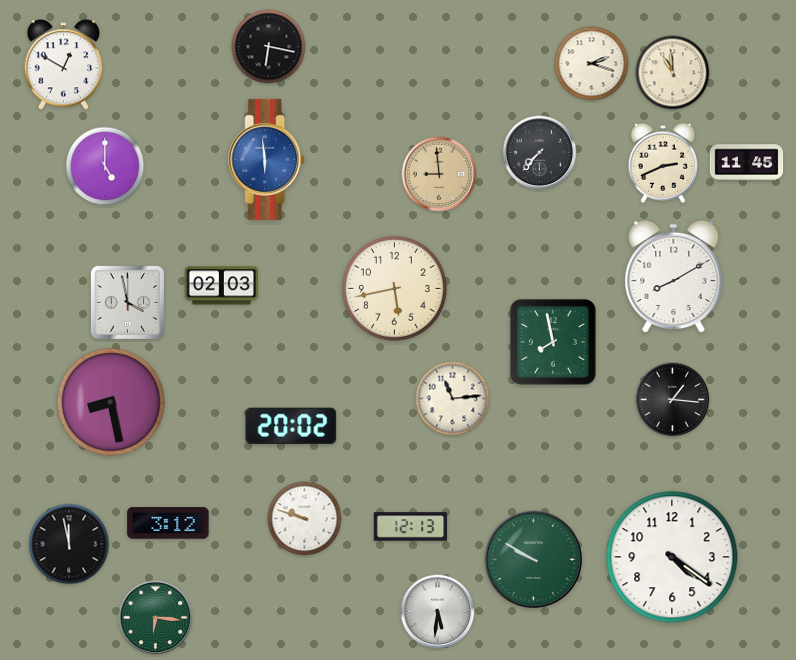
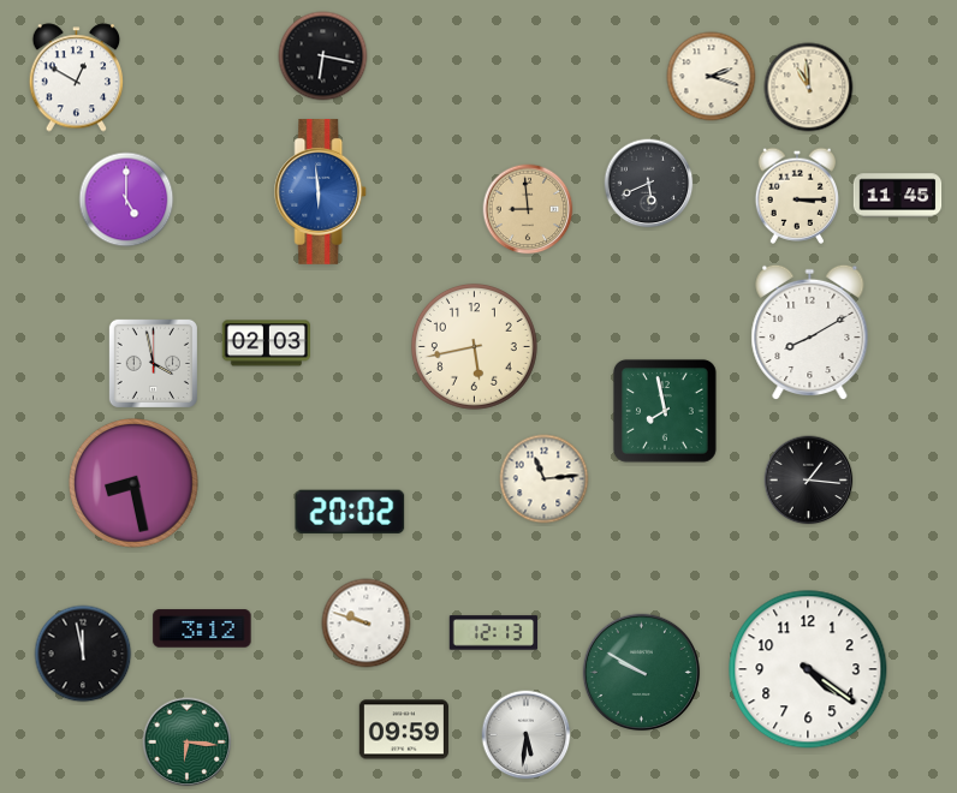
clock at (540, 153): 7:37 -> 5:41
clock at (662, 163): 2:41 -> 3:15
clock at (404, 729): none -> 09:59
